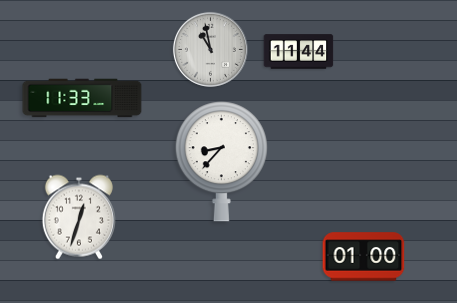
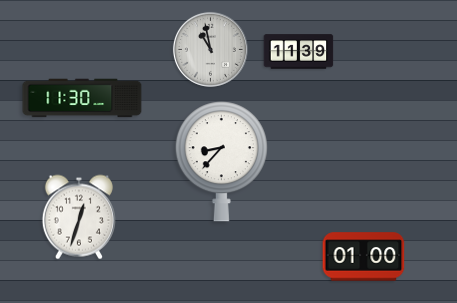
clock at (299, 52): 11:44 -> 11:39
clock at (82, 98): 11:33 -> 11:30
